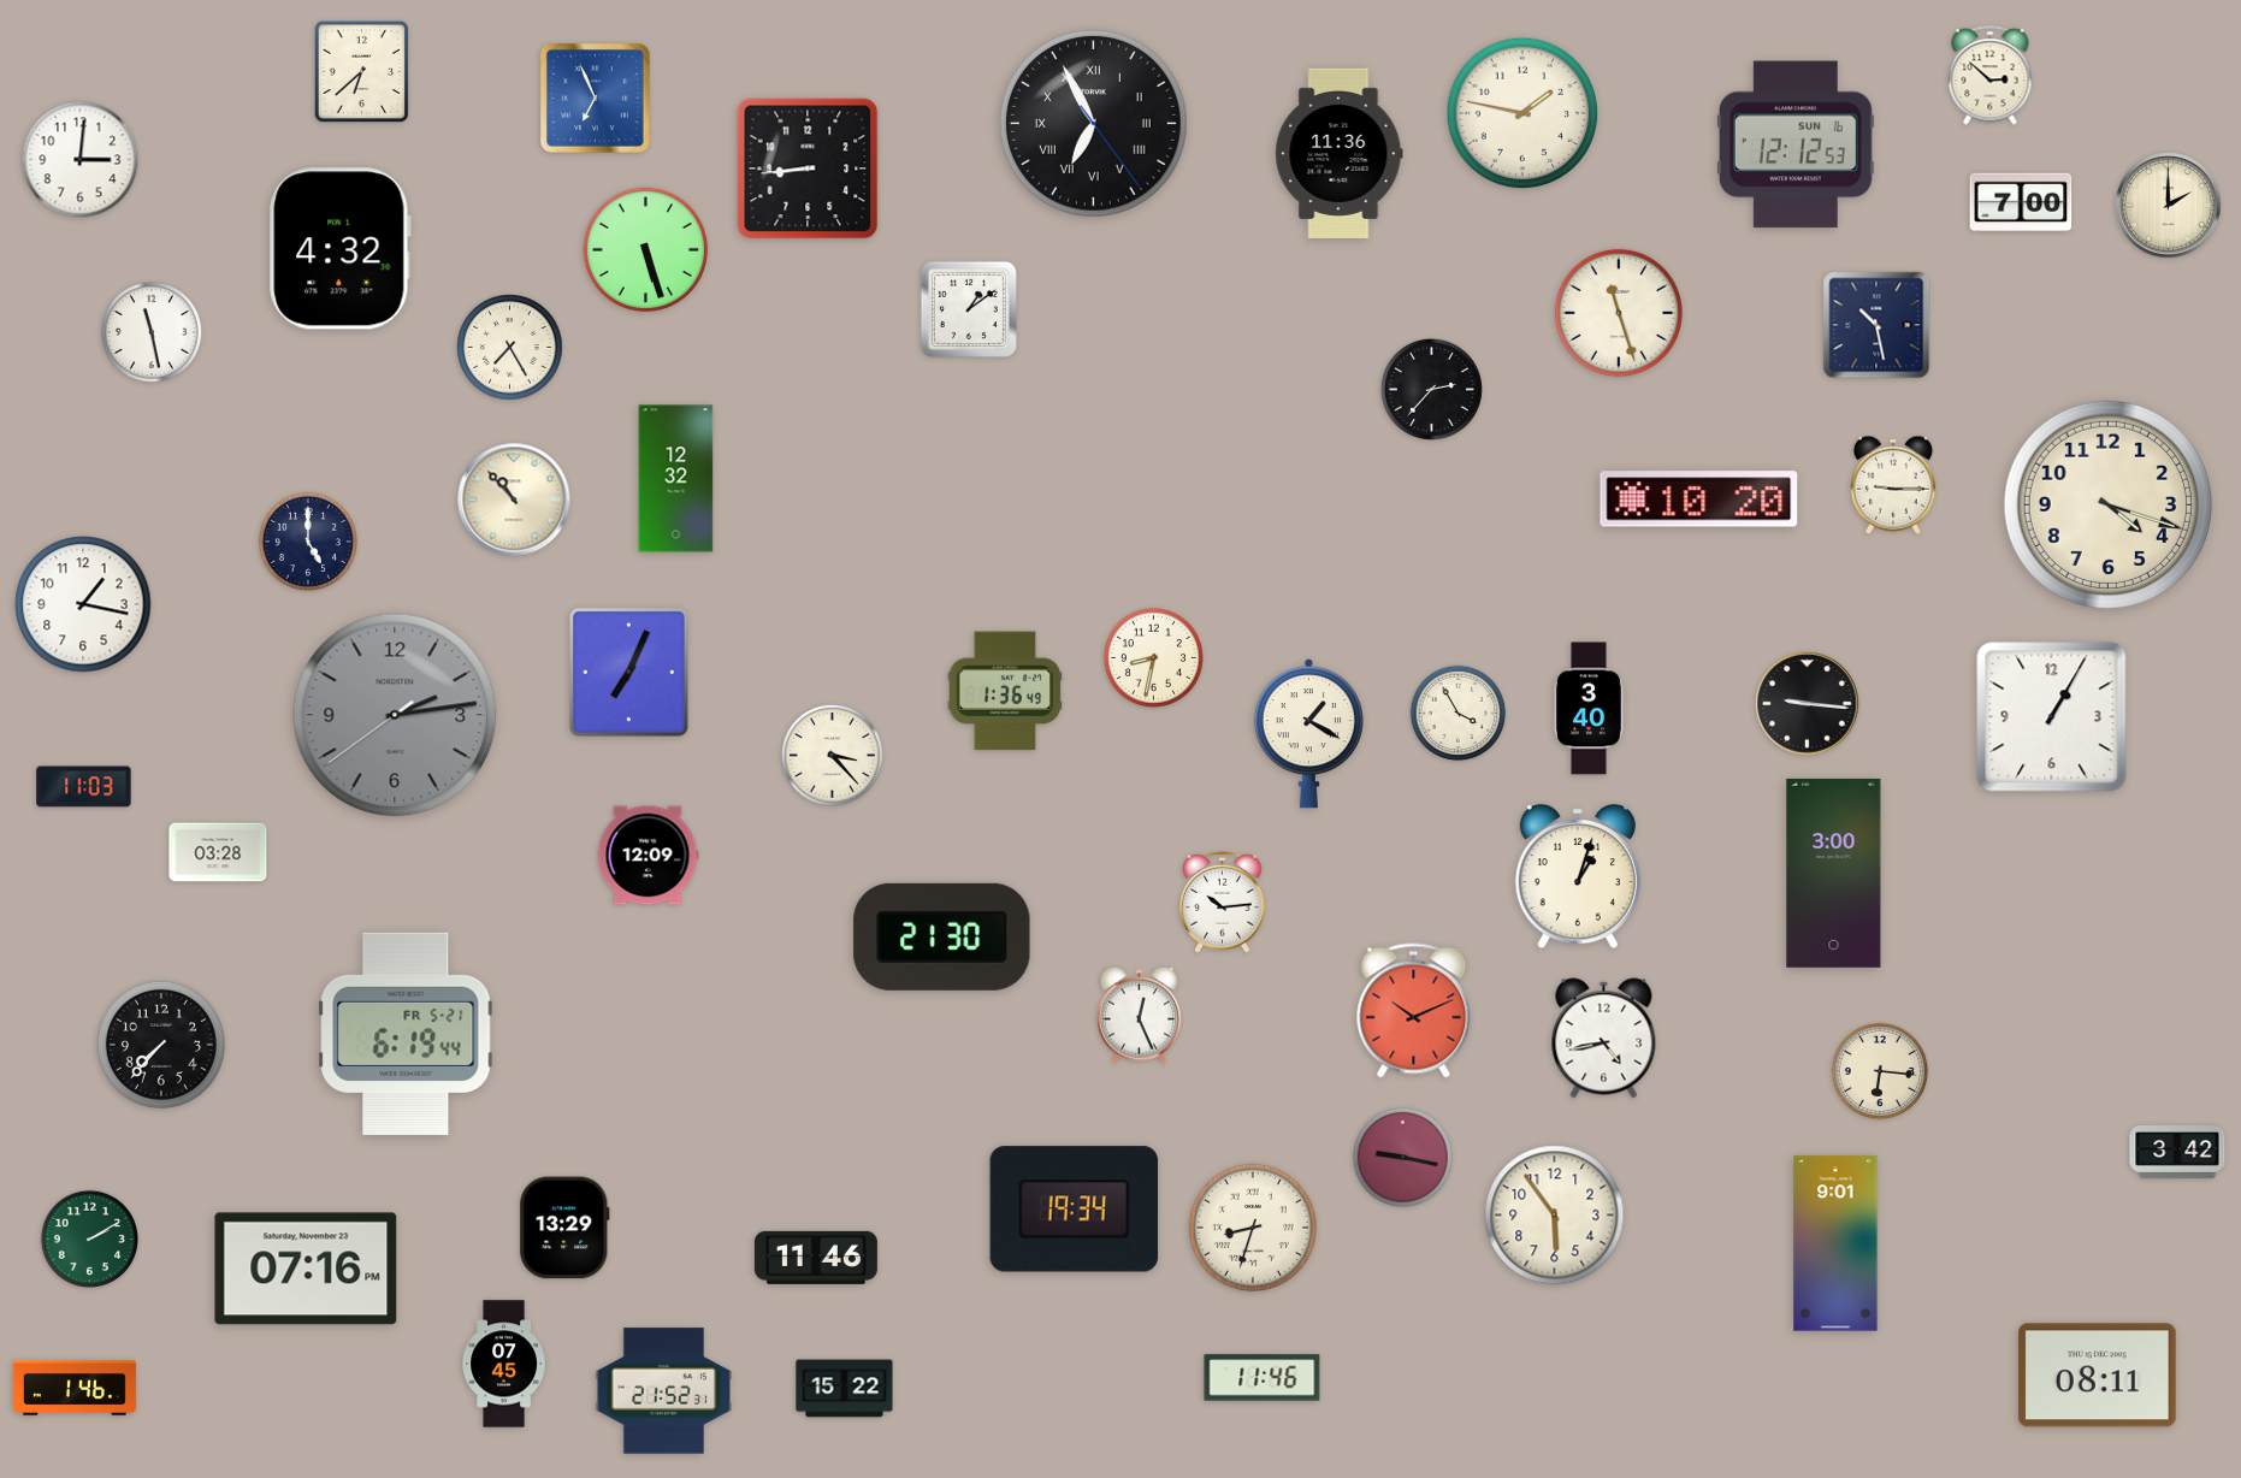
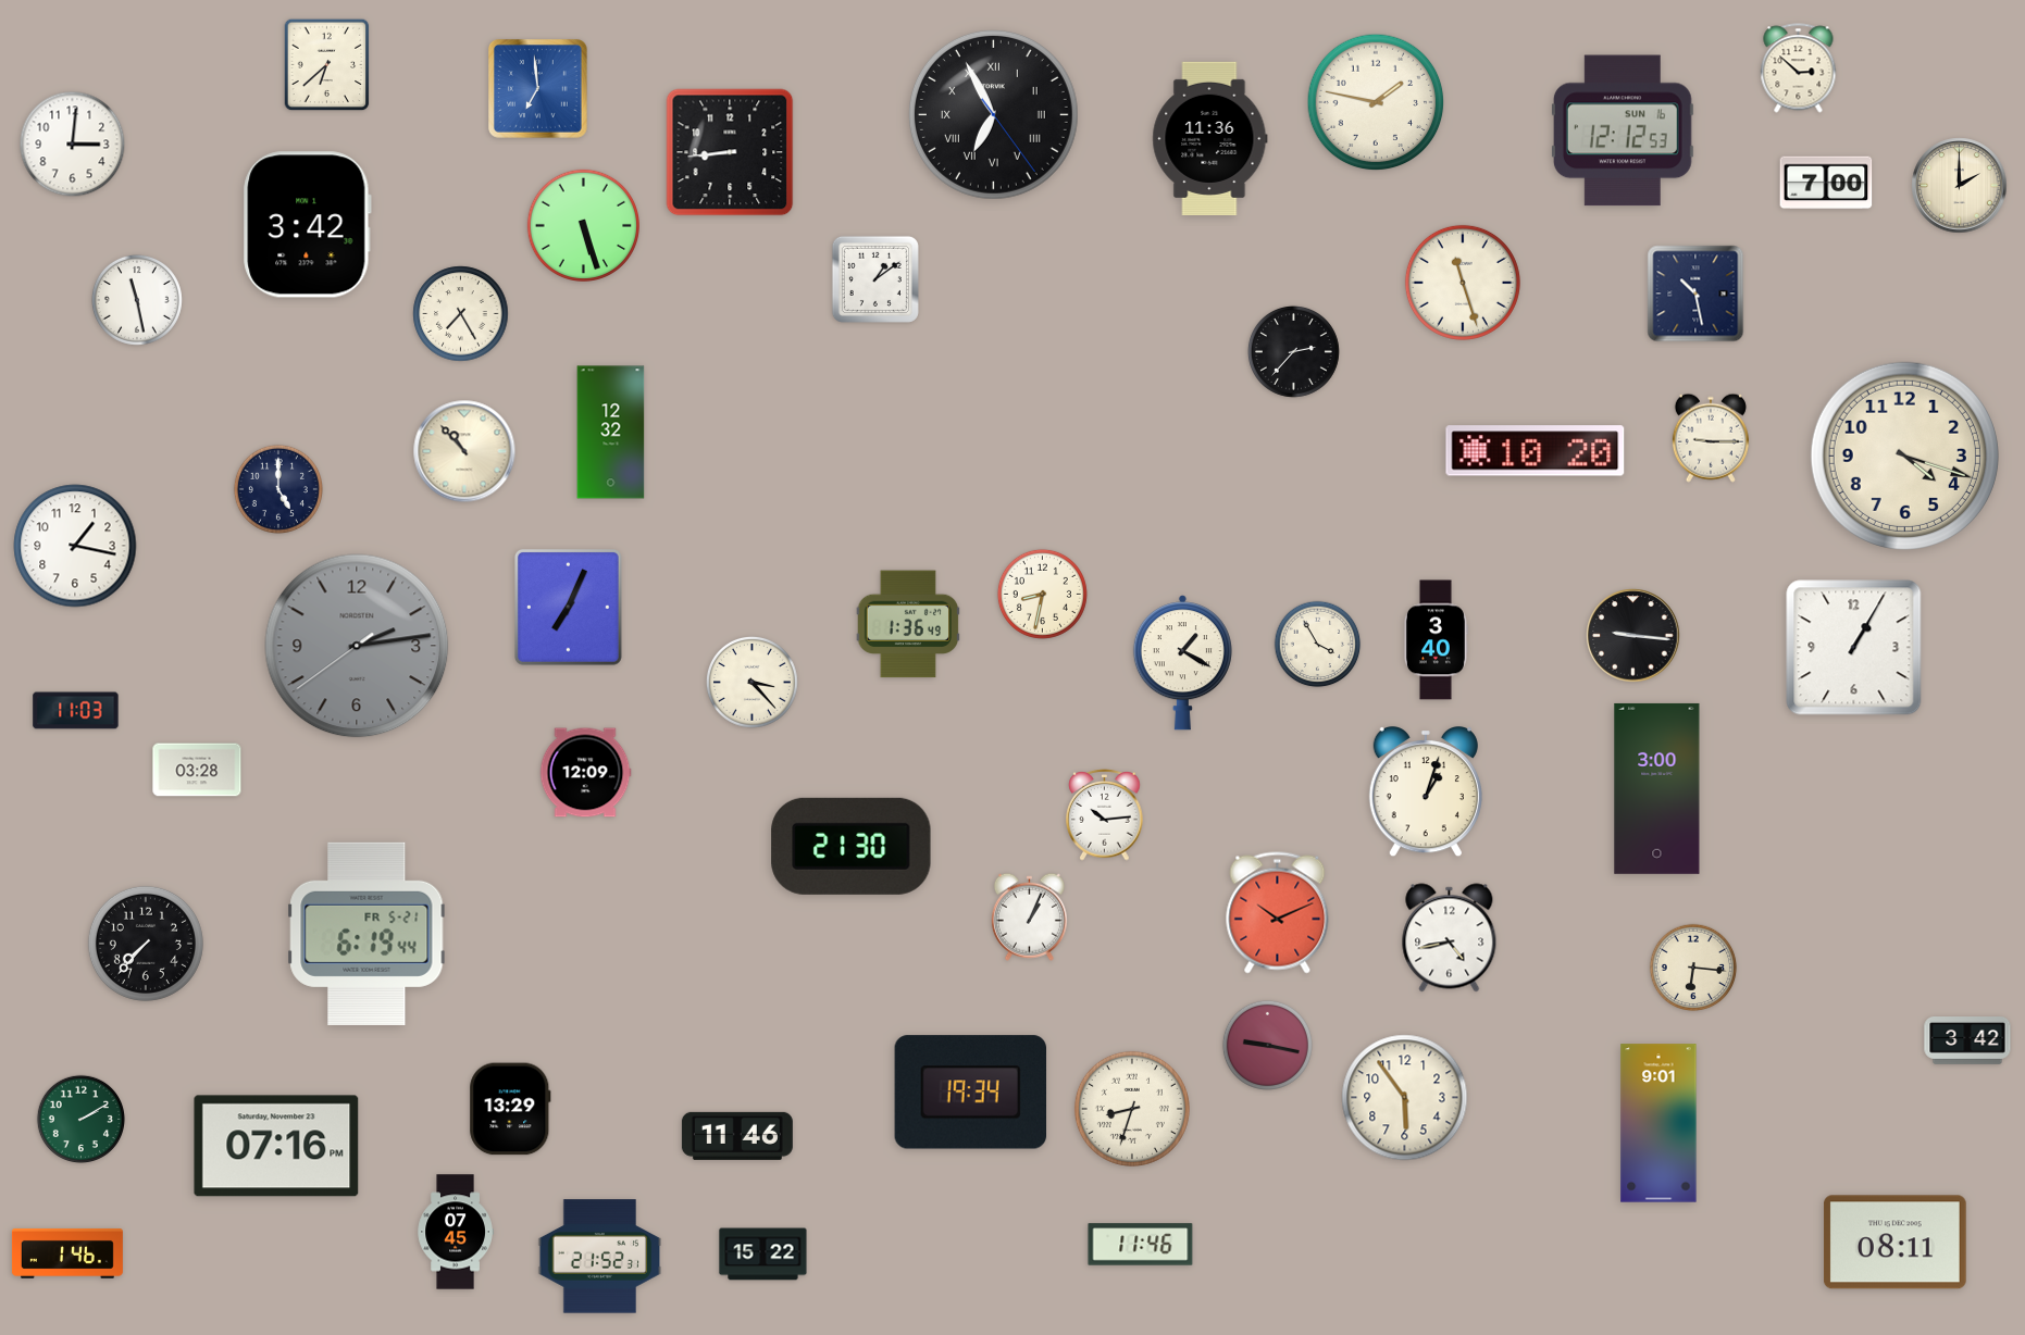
clock at (595, 97): 6:56 -> 6:59
clock at (1093, 123) position: (1093, 123) -> (993, 114)
clock at (339, 249): 4:32 -> 3:42
clock at (1139, 1015): 12:26 -> 1:04
clock at (1880, 1071) position: (1880, 1071) -> (1693, 968)
